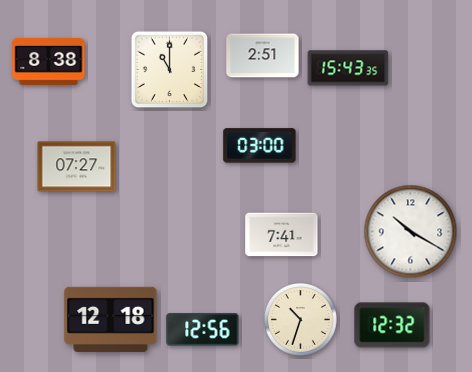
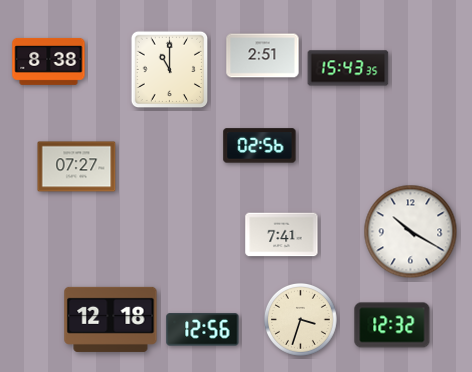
clock at (260, 146): 03:00 -> 02:56
clock at (300, 319): 10:33 -> 3:33
